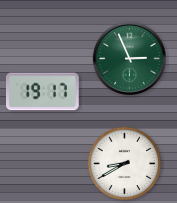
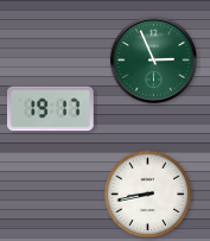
clock at (129, 58) position: (129, 58) -> (153, 59)
clock at (125, 164): 8:40 -> 8:43
